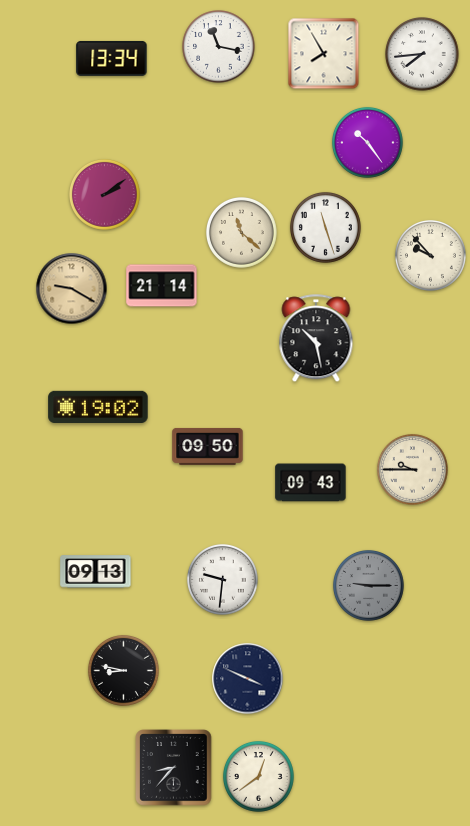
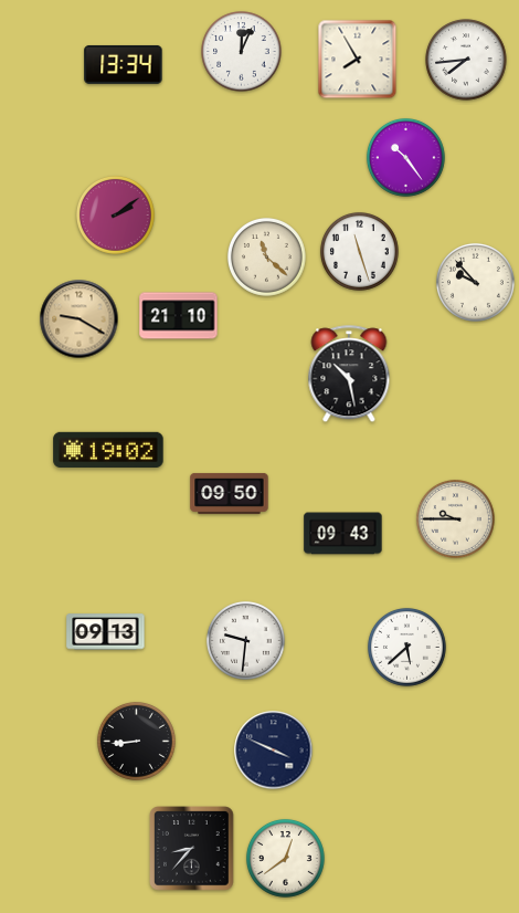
clock at (219, 47): 11:17 -> 12:04
clock at (162, 286): 21:14 -> 21:10
clock at (368, 585): 9:15 -> 5:38
clock at (368, 585) dial: grey -> white
clock at (123, 670): 8:47 -> 8:44
